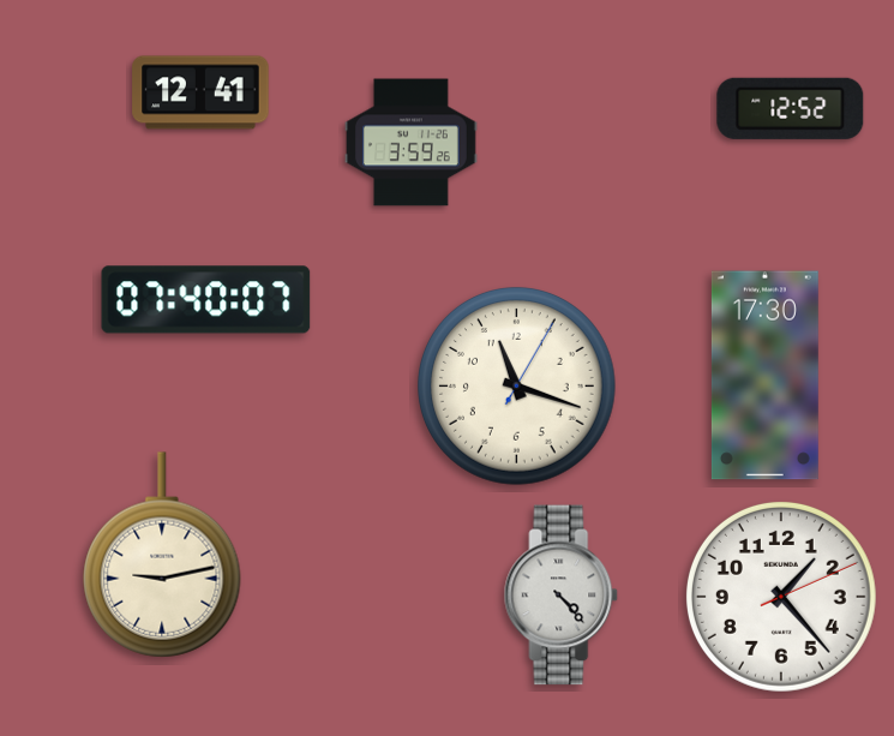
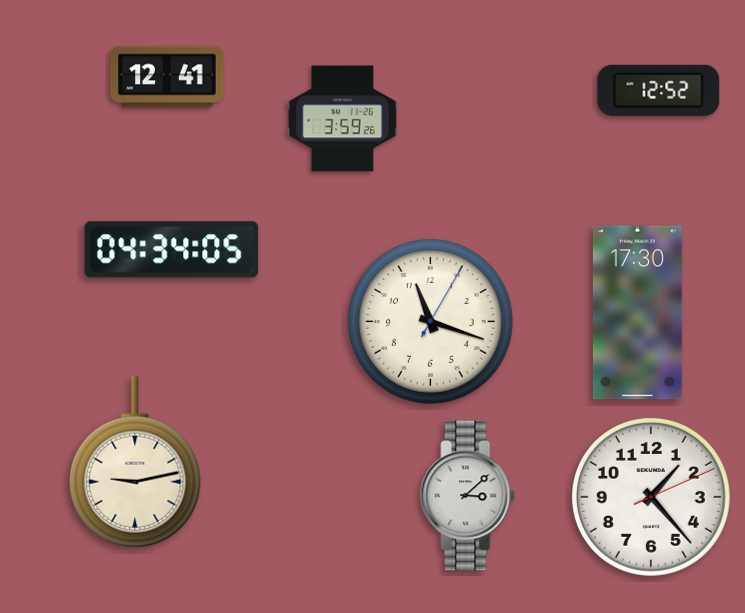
clock at (206, 300): 07:40 -> 04:34
clock at (562, 596): 4:23 -> 3:08
